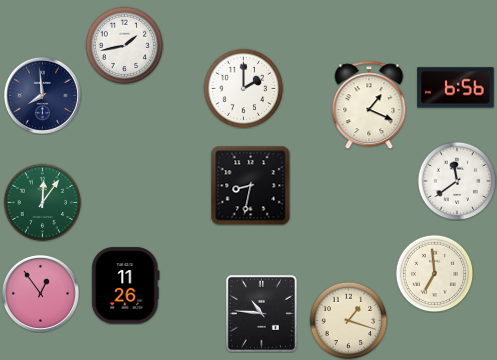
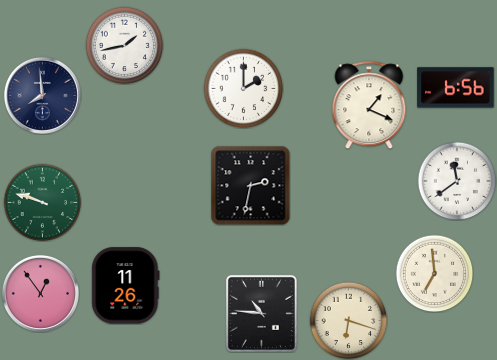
clock at (250, 185): 8:32 -> 2:32
clock at (42, 202): 12:06 -> 9:48
clock at (348, 320): 1:18 -> 6:18
